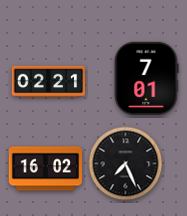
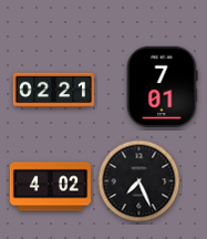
clock at (45, 169): 16:02 -> 4:02
